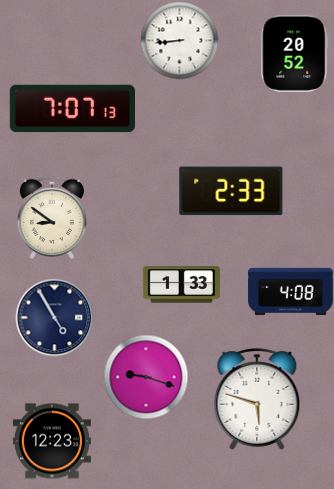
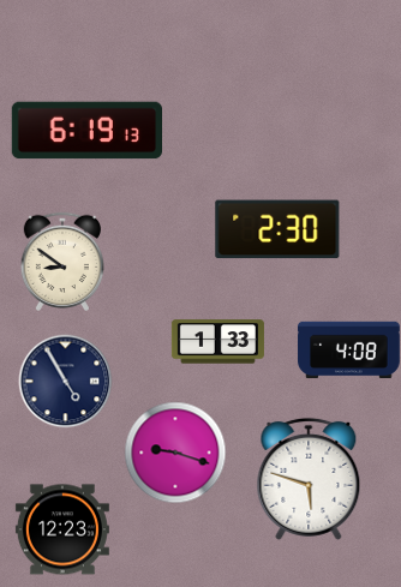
clock at (179, 40): 8:44 -> none
clock at (295, 53): 20:52 -> none
clock at (72, 109): 7:07 -> 6:19
clock at (231, 191): 2:33 -> 2:30
